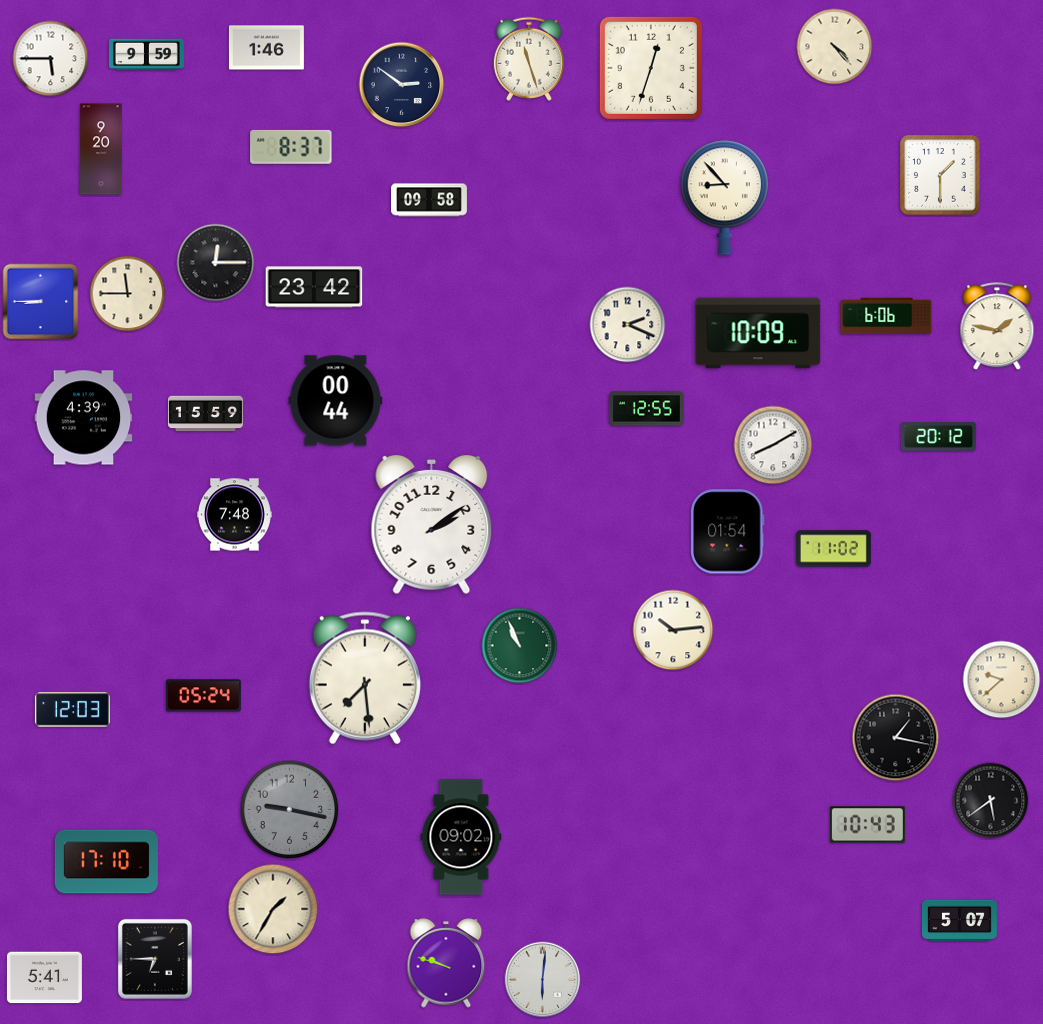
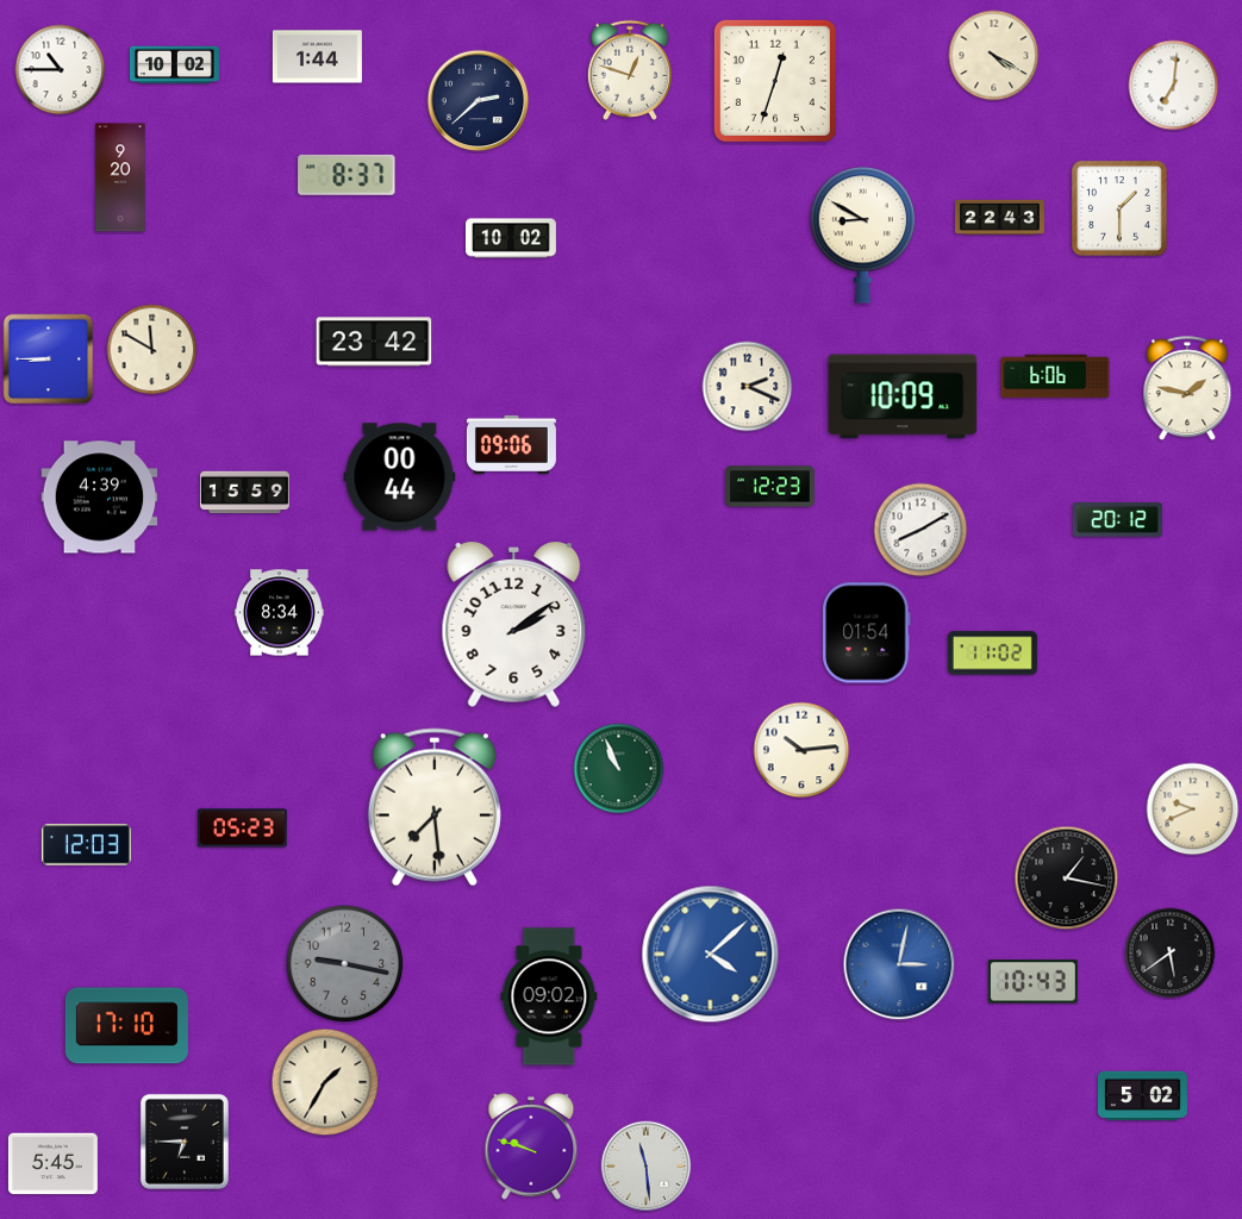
clock at (835, 47): 4:23 -> 4:20
clock at (266, 48): 1:46 -> 1:44
clock at (146, 55): 9:59 -> 10:02
clock at (51, 59): 5:45 -> 10:45
clock at (529, 59): 11:27 -> 12:48
clock at (1174, 86): none -> 7:01
clock at (402, 85): 2:51 -> 2:38
clock at (999, 217): none -> 22:43
clock at (725, 198): 8:53 -> 8:50
clock at (430, 200): 09:58 -> 10:02
clock at (216, 263): 12:15 -> none
clock at (128, 294): 11:45 -> 11:50
clock at (511, 444): none -> 09:06
clock at (646, 409): 12:55 -> 12:23
clock at (234, 515): 7:48 -> 8:34
clock at (1002, 680): 9:38 -> 9:41
clock at (203, 696): 05:24 -> 05:23
clock at (991, 801) position: (991, 801) -> (1171, 954)
clock at (711, 955): none -> 4:08
clock at (899, 964): none -> 3:02
clock at (959, 921): 5:07 -> 5:02
clock at (44, 978): 5:41 -> 5:45
clock at (543, 980): 6:01 -> 11:29
